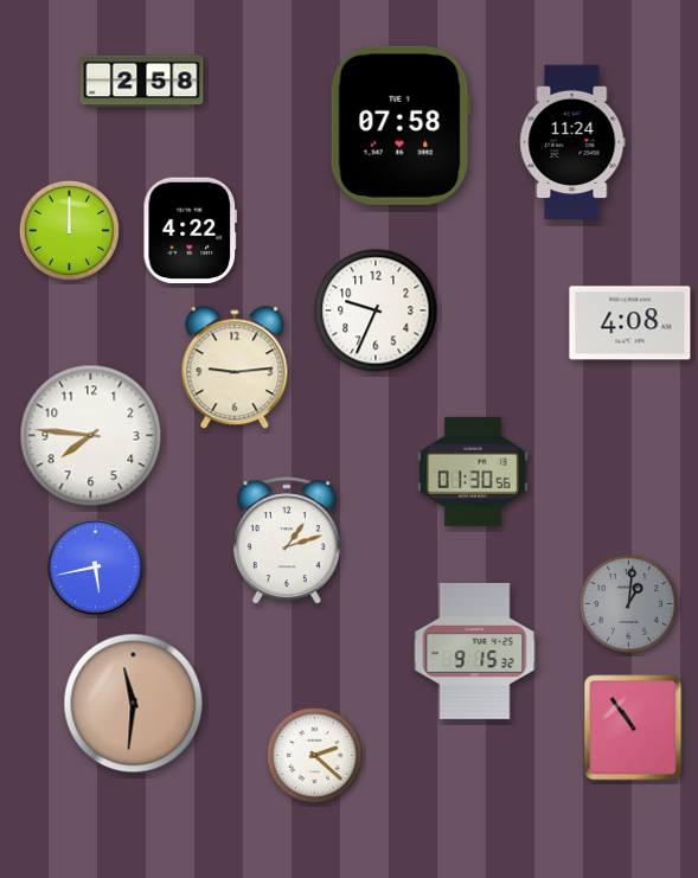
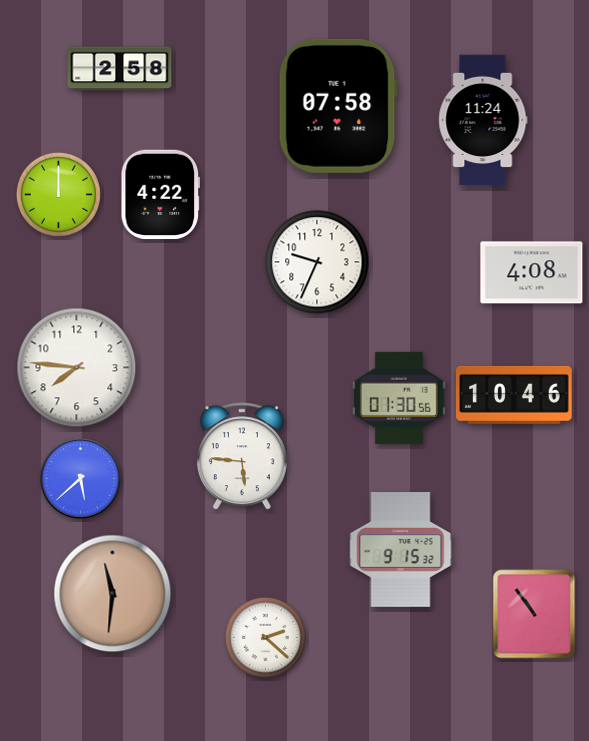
clock at (235, 368): 9:14 -> none
clock at (515, 395): none -> 10:46
clock at (287, 541): 1:12 -> 5:46
clock at (95, 566): 5:43 -> 5:38
clock at (628, 603): 1:01 -> none
